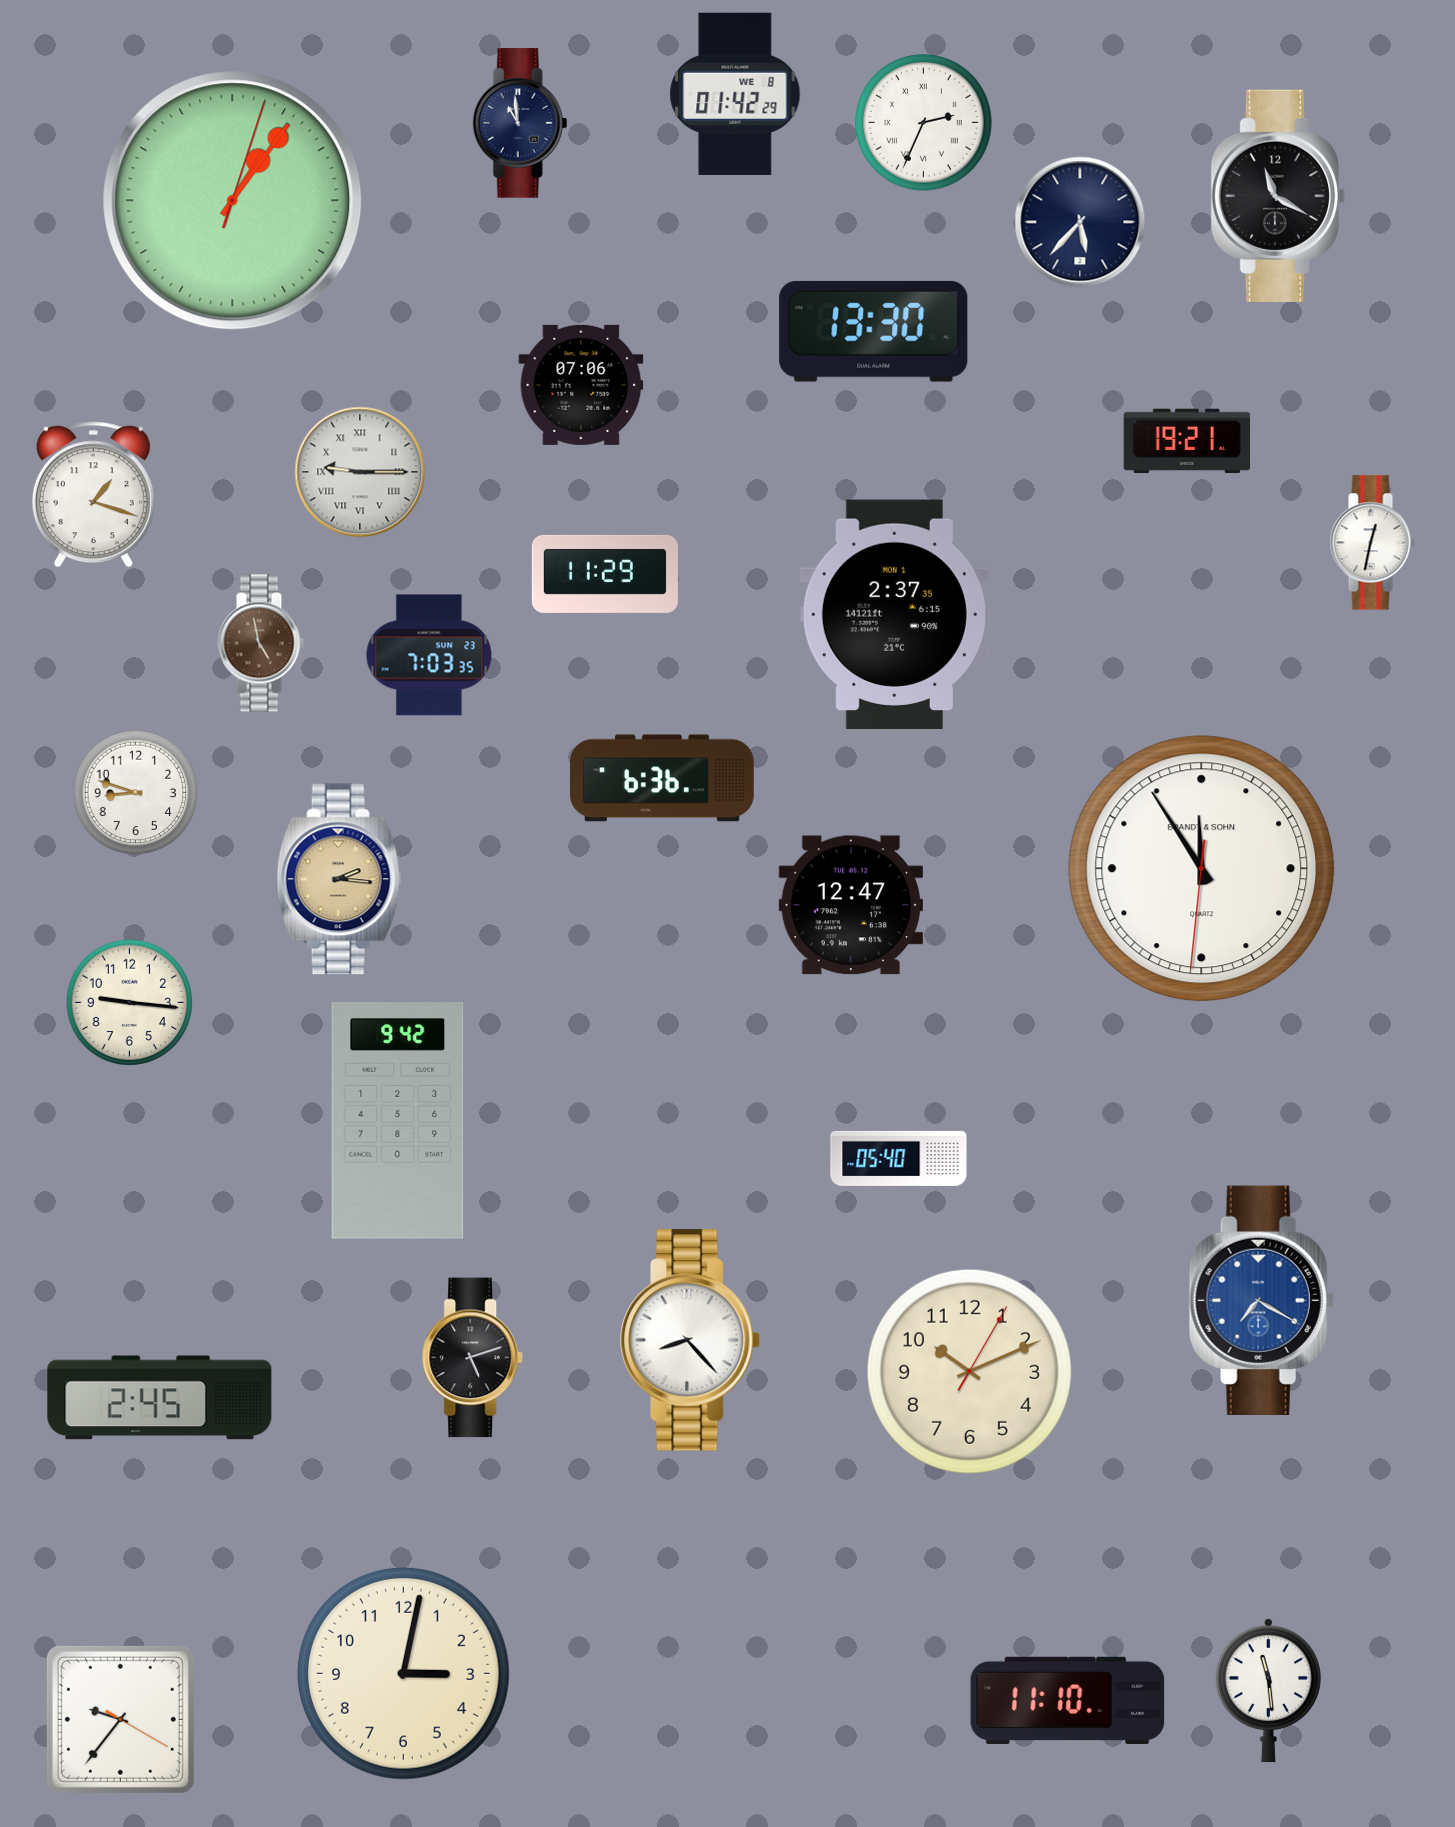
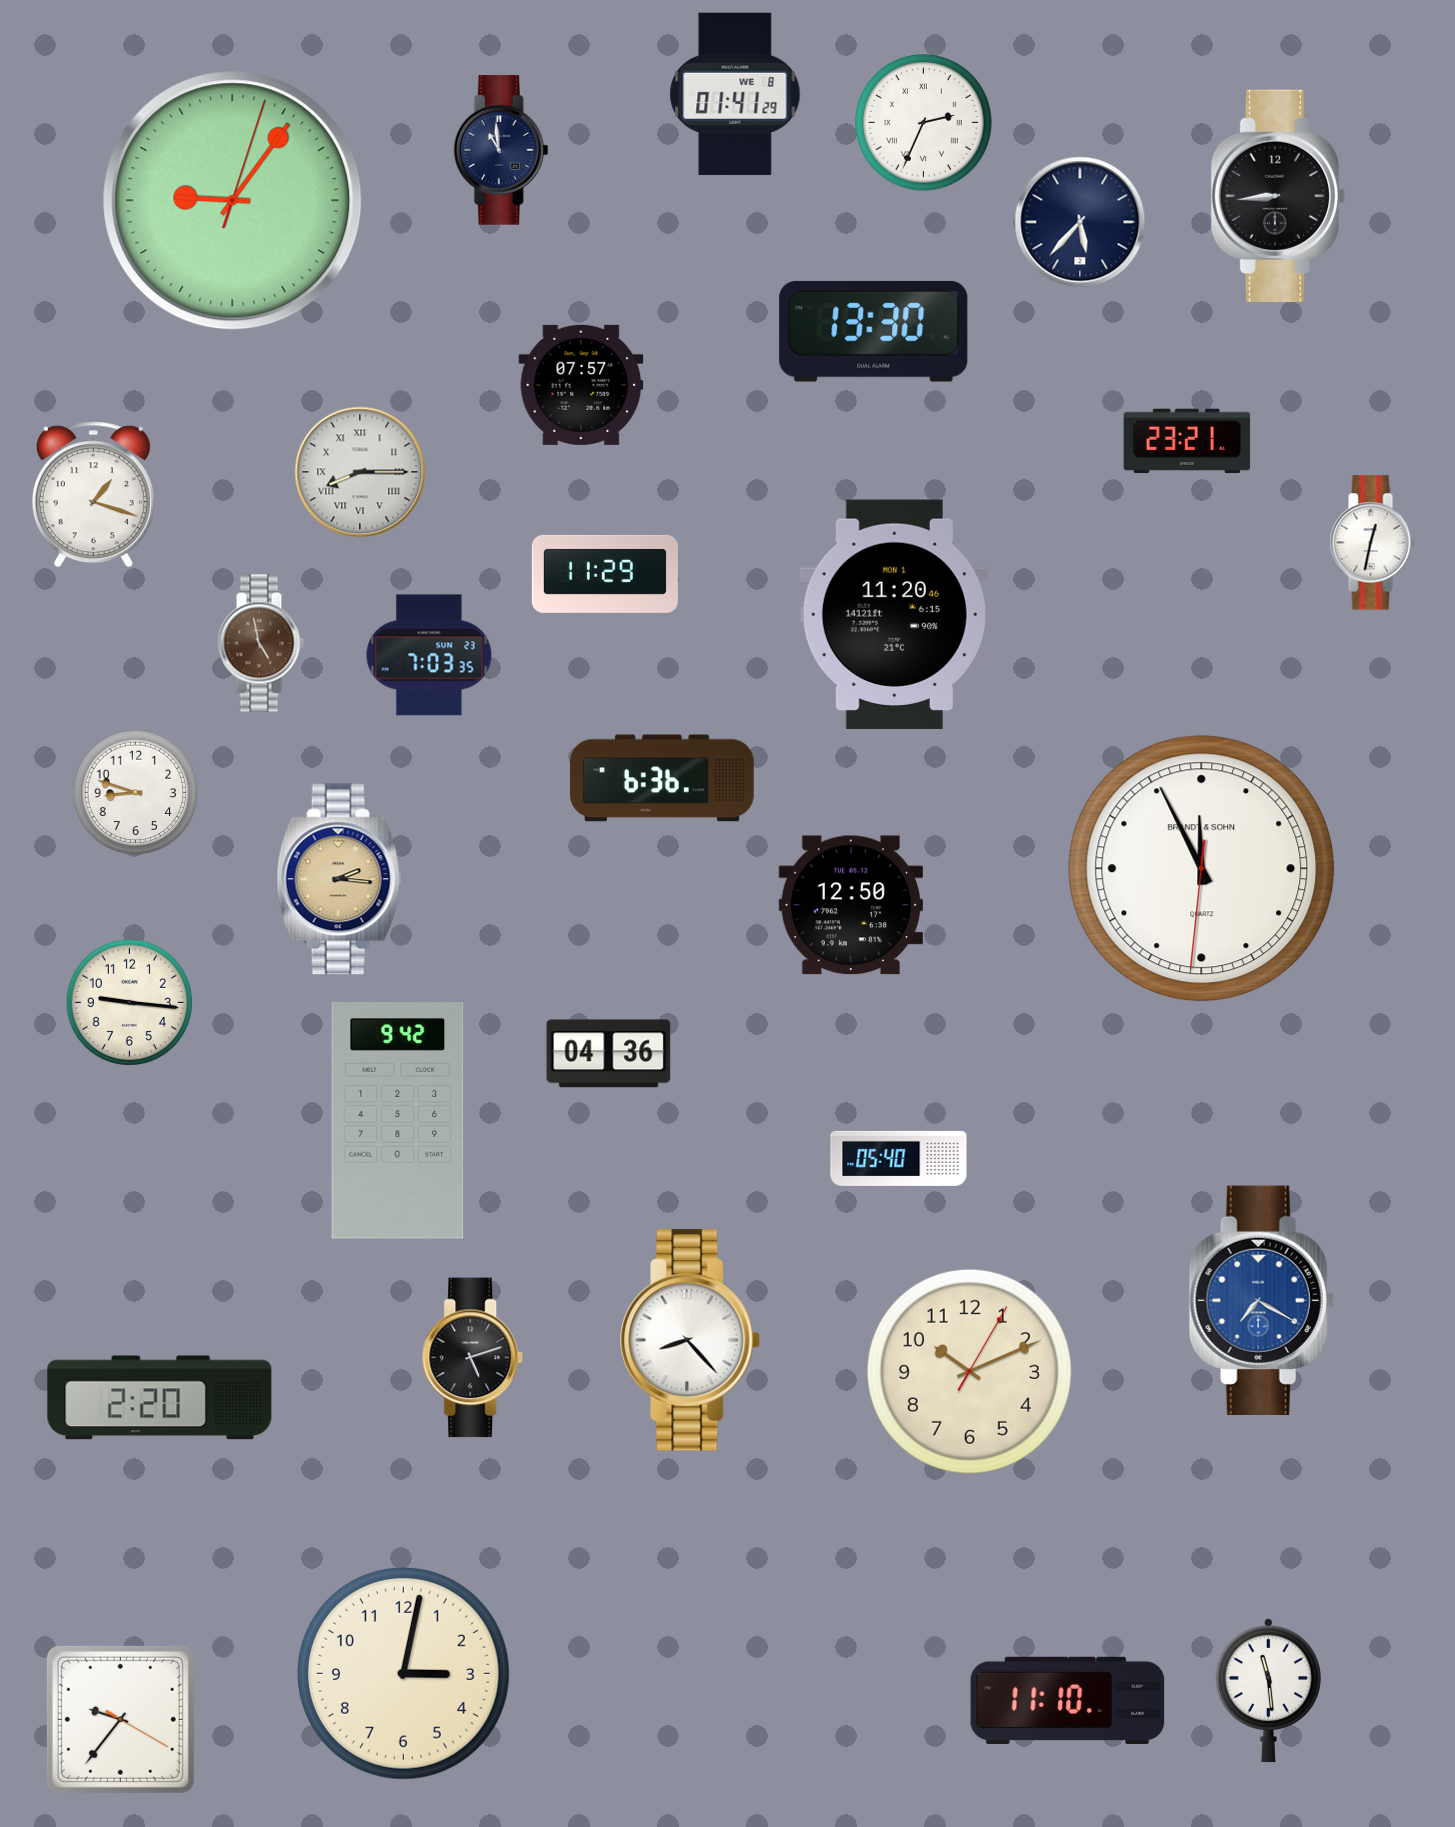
clock at (735, 94): 01:42 -> 01:41
clock at (520, 123) position: (520, 123) -> (501, 150)
clock at (1278, 195): 11:20 -> 8:44
clock at (233, 201): 1:06 -> 9:06
clock at (581, 385): 07:06 -> 07:57
clock at (1187, 441): 19:21 -> 23:21
clock at (360, 472): 9:15 -> 8:15
clock at (894, 614): 2:37 -> 11:20
clock at (1202, 869): 11:54 -> 11:55
clock at (851, 905): 12:47 -> 12:50
clock at (609, 1054): none -> 04:36
clock at (160, 1398): 2:45 -> 2:20
